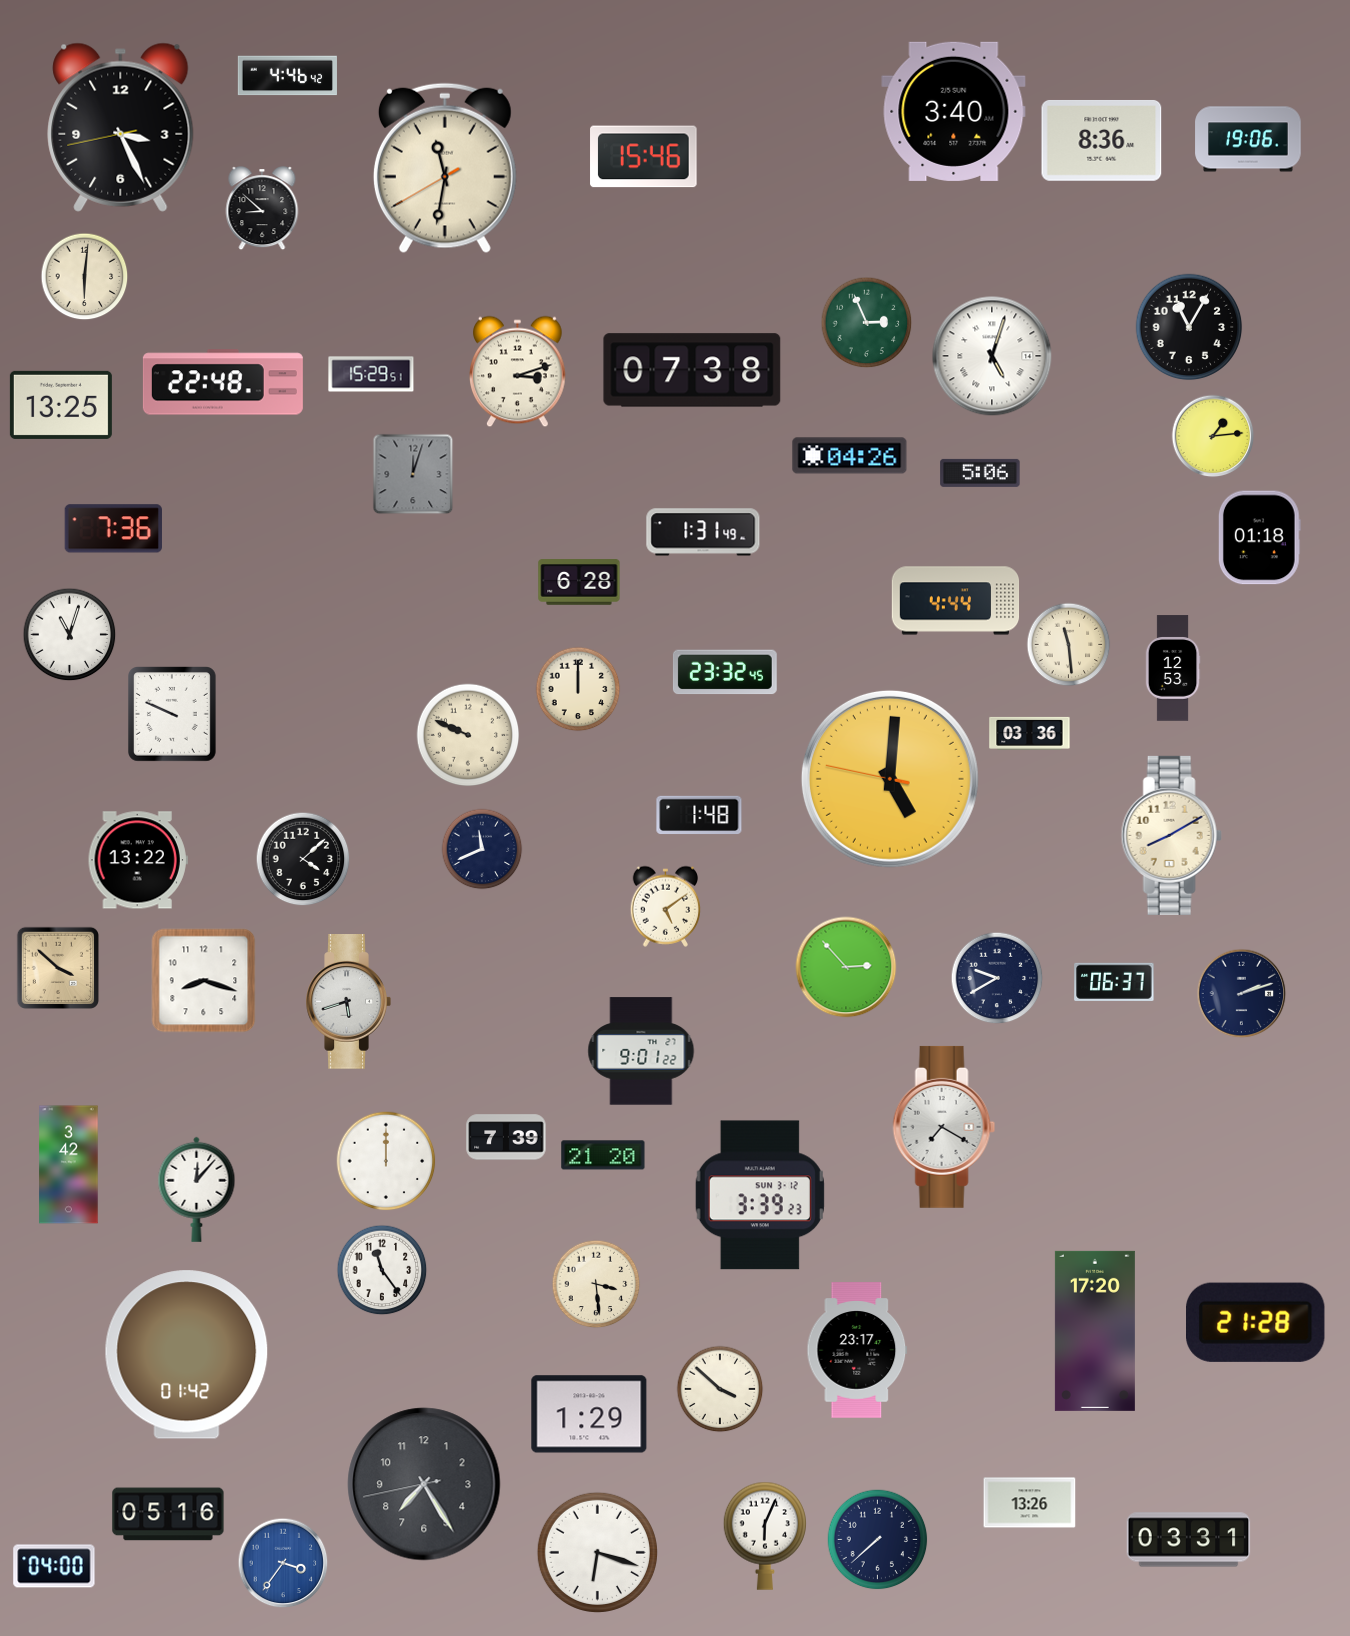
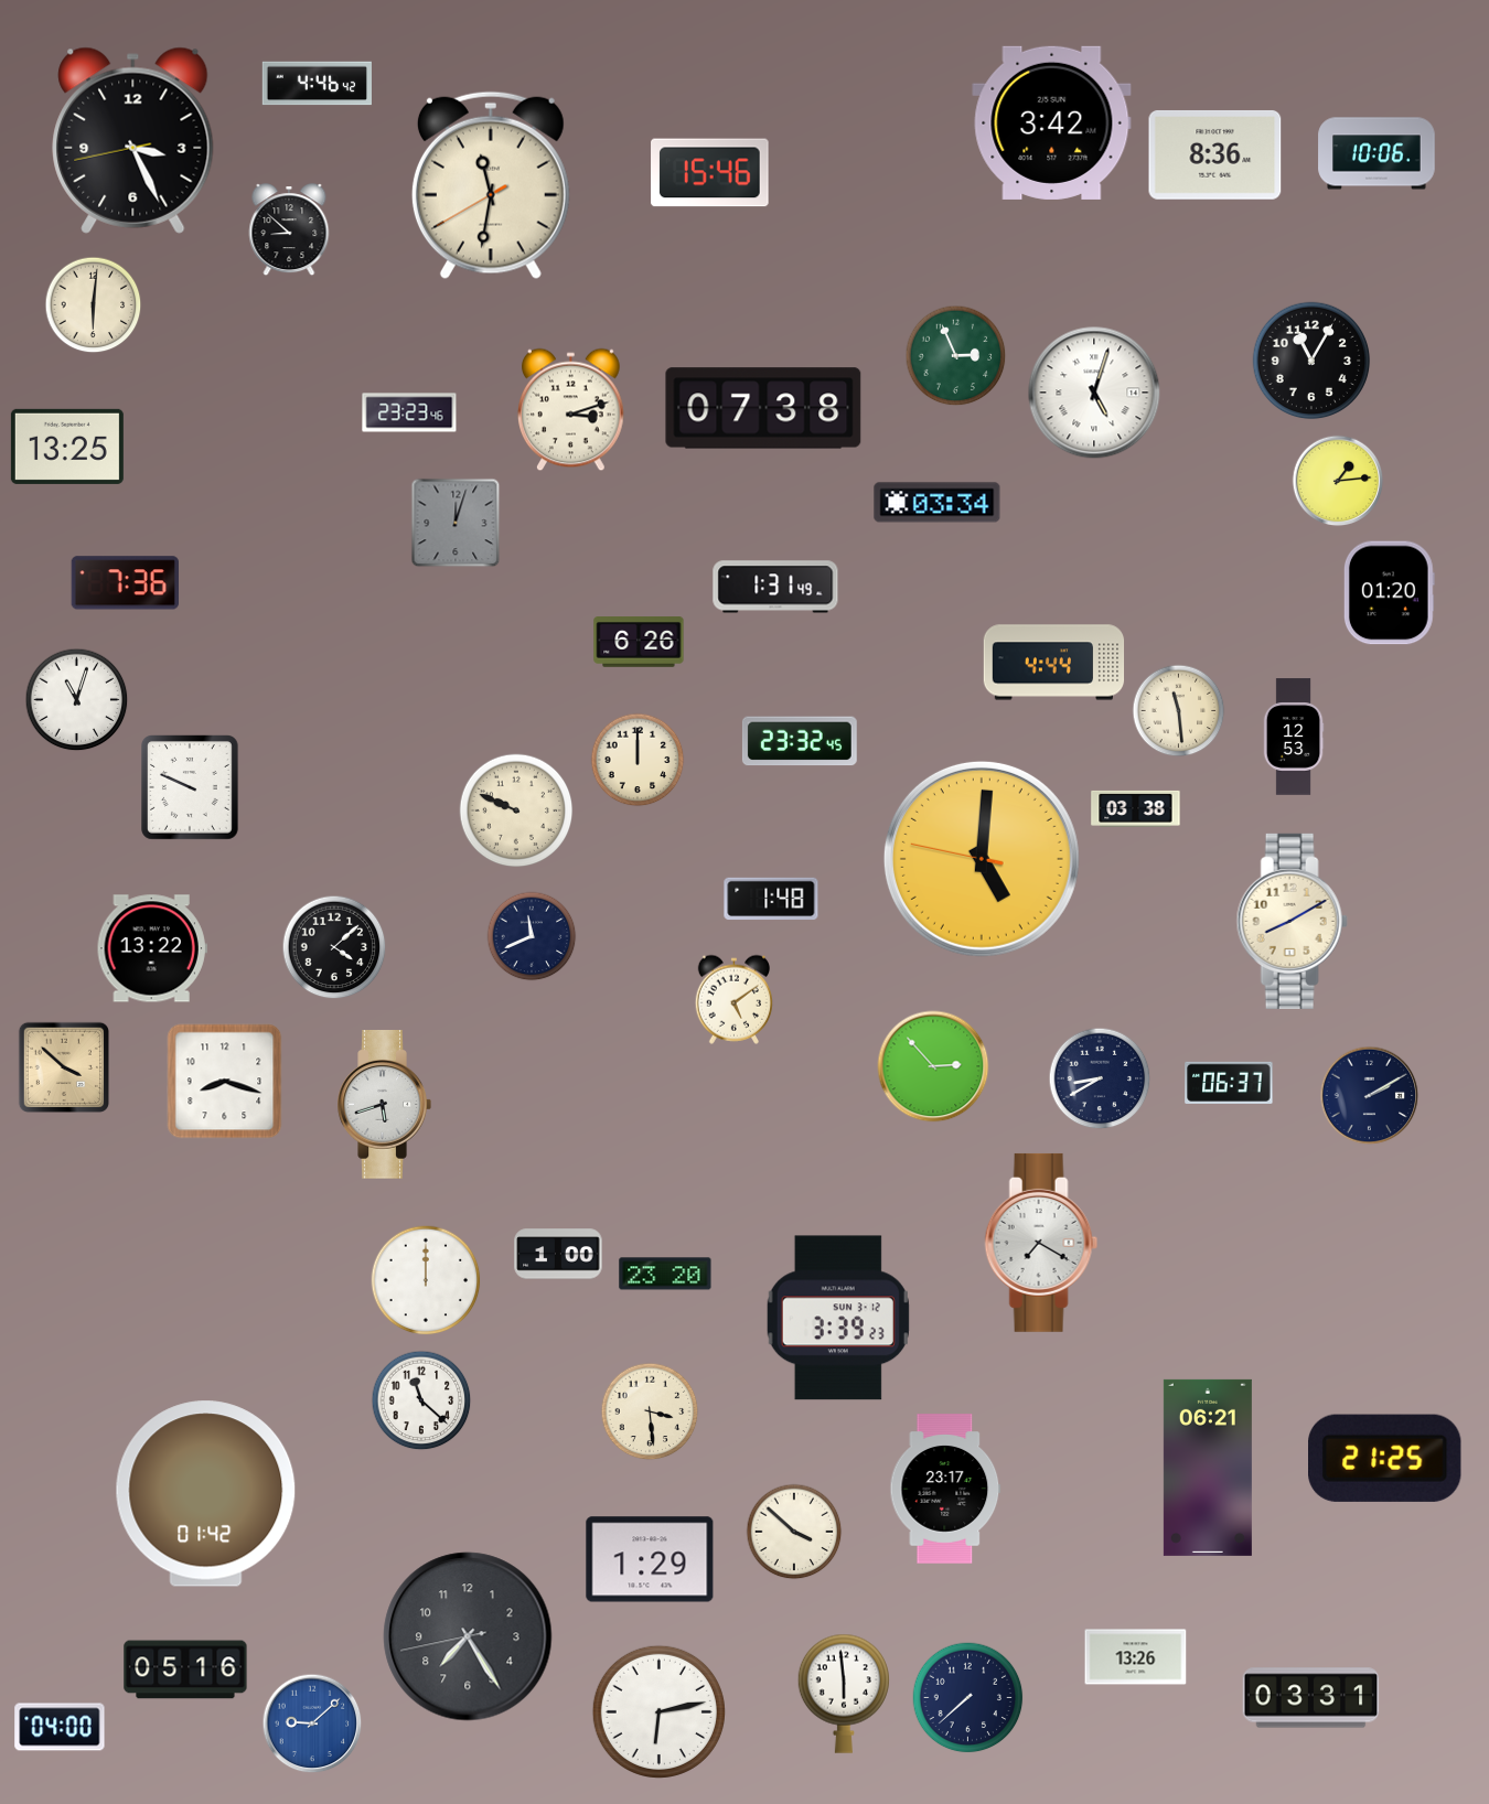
clock at (954, 111): 3:40 -> 3:42
clock at (1248, 139): 19:06 -> 10:06
clock at (371, 374): 15:29 -> 23:23
clock at (223, 382): 22:48 -> none
clock at (850, 456): 04:26 -> 03:34
clock at (980, 473): 5:06 -> none
clock at (1259, 538): 01:18 -> 01:20
clock at (579, 582): 6:28 -> 6:26
clock at (1030, 733): 03:36 -> 03:38
clock at (997, 978): 9:40 -> 8:40
clock at (1242, 994): 2:12 -> 2:10
clock at (641, 1051): 9:01 -> none
clock at (506, 1137): 7:39 -> 1:00
clock at (603, 1155): 21:20 -> 23:20
clock at (69, 1165): 3:42 -> none
clock at (197, 1189): 12:07 -> none
clock at (382, 1270): 11:24 -> 11:22
clock at (596, 1284) position: (596, 1284) -> (650, 1411)
clock at (1256, 1322): 21:28 -> 21:25
clock at (1095, 1331): 17:20 -> 06:21
clock at (764, 1536): 6:04 -> 5:59
clock at (597, 1552): 6:18 -> 6:13
clock at (283, 1563): 3:36 -> 9:08
